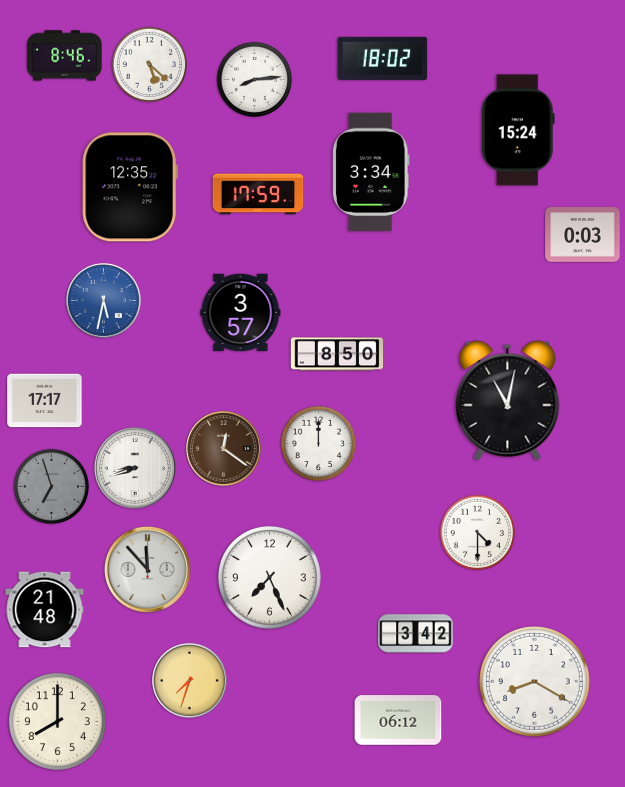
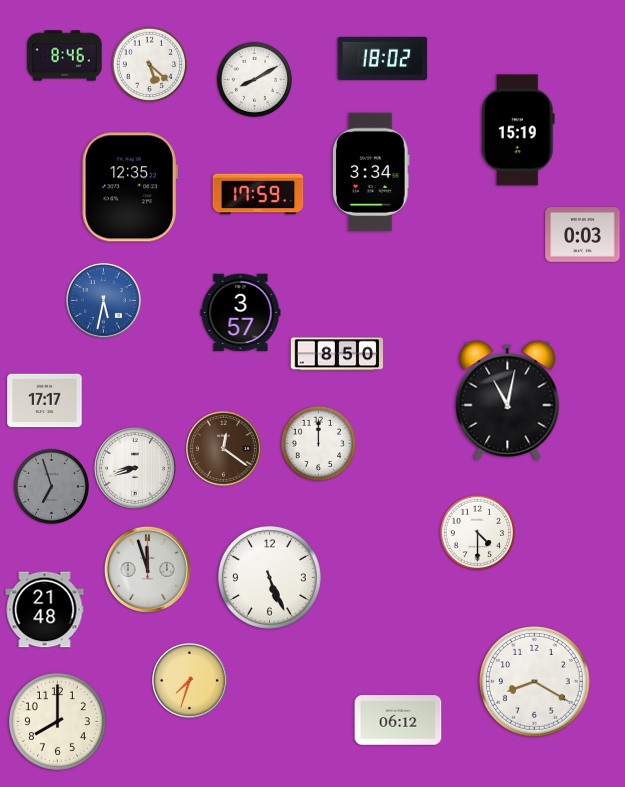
clock at (254, 79): 8:14 -> 8:10
clock at (518, 130): 15:24 -> 15:19
clock at (147, 569): 11:53 -> 11:57
clock at (269, 577): 7:26 -> 5:26
clock at (416, 634): 3:42 -> none
